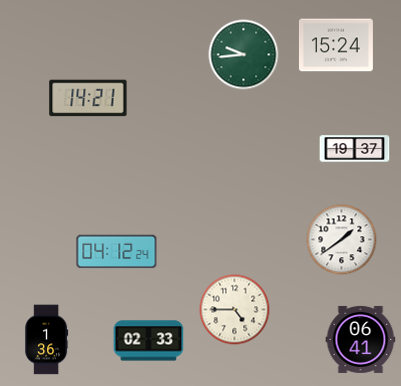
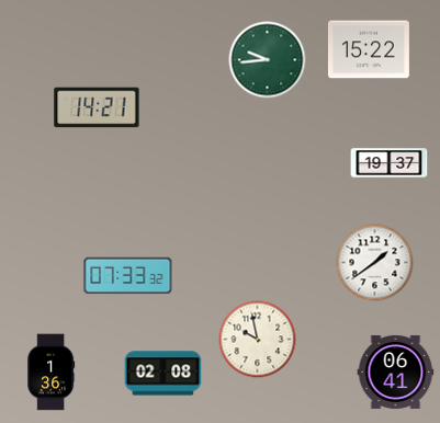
clock at (336, 45): 15:24 -> 15:22
clock at (117, 252): 04:12 -> 07:33
clock at (235, 310): 4:45 -> 9:58
clock at (149, 341): 02:33 -> 02:08
